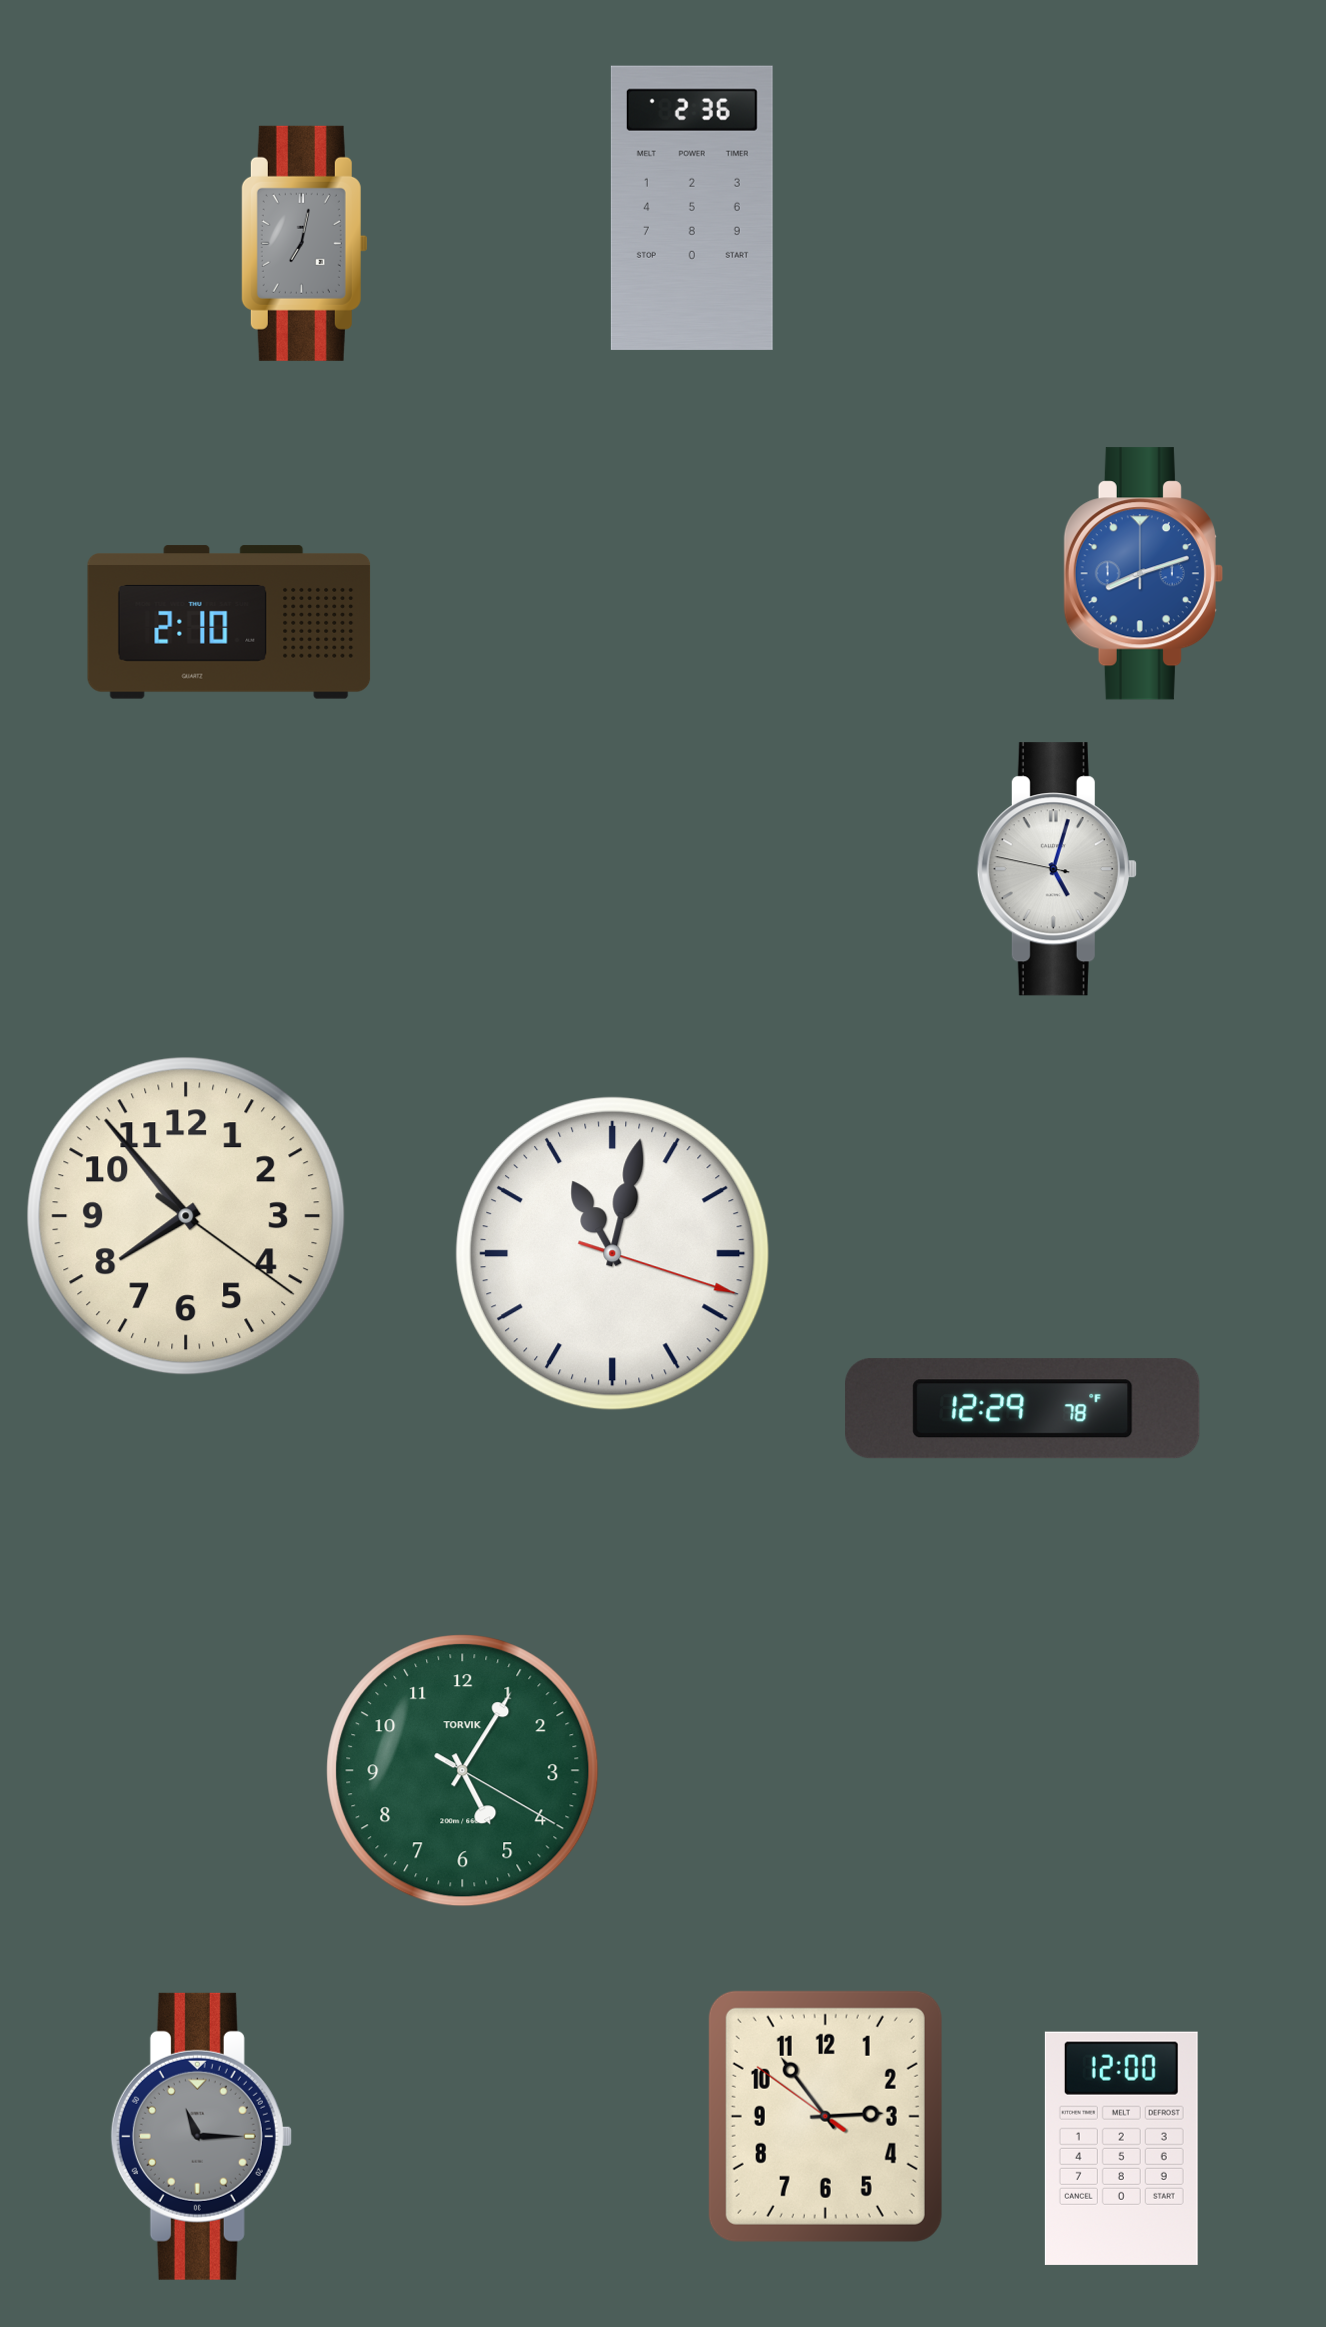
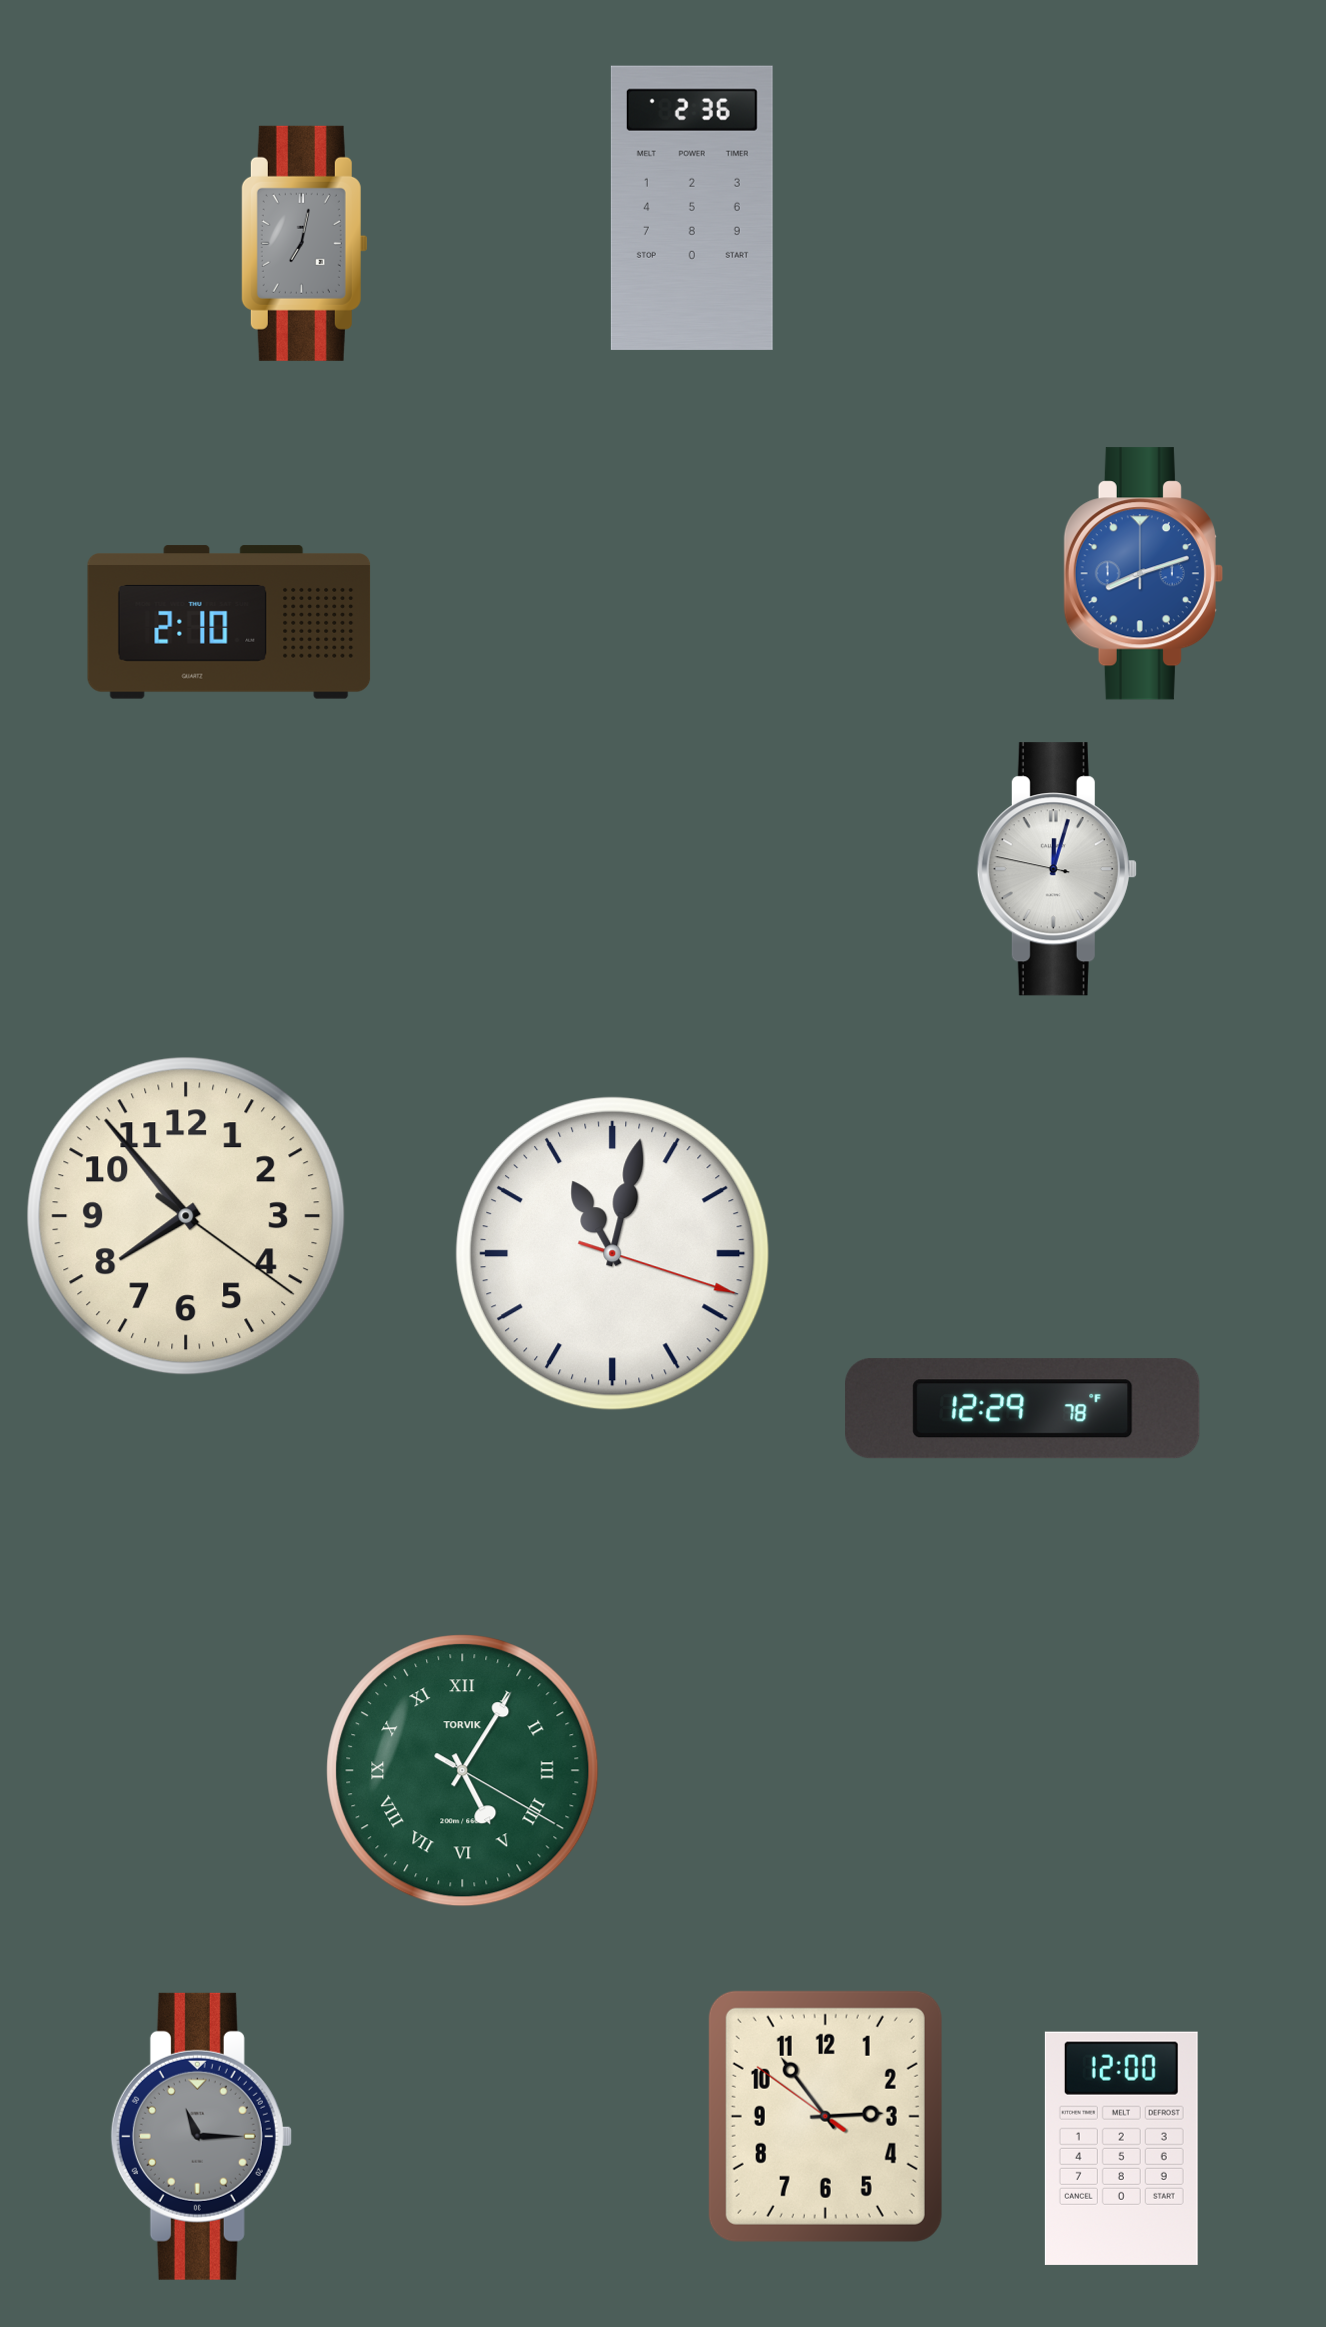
clock at (1057, 869): 5:02 -> 12:02
clock at (463, 1771) numerals: Arabic -> Roman
